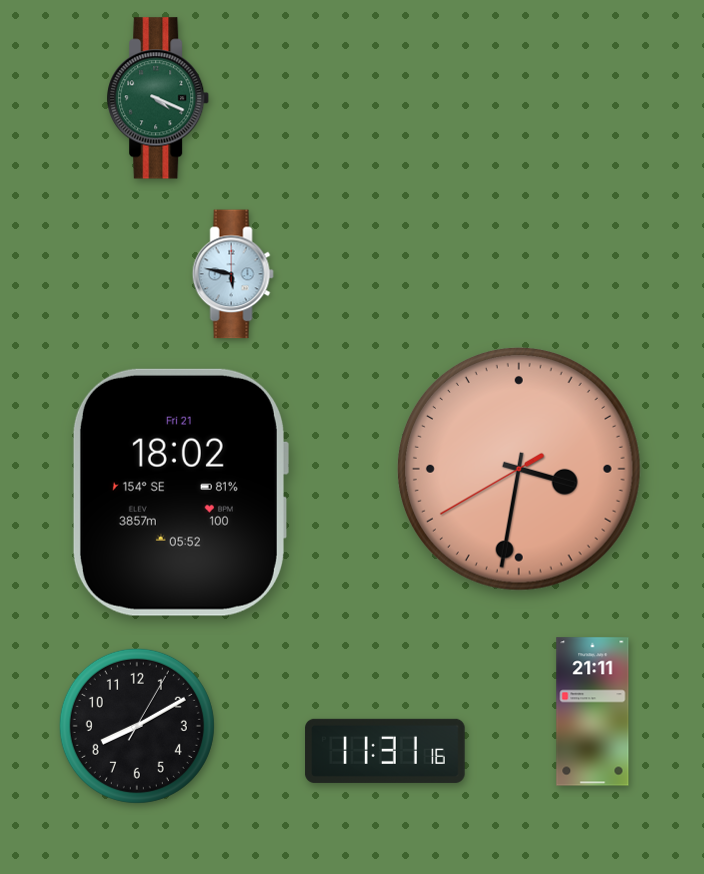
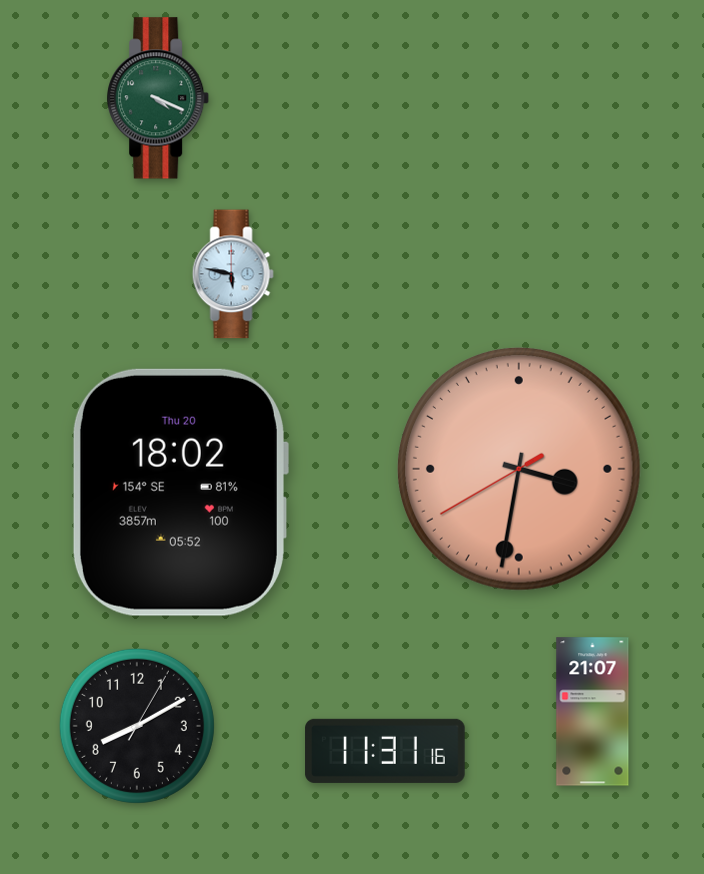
clock at (180, 492) date: Fri 21 -> Thu 20
clock at (593, 712): 21:11 -> 21:07
